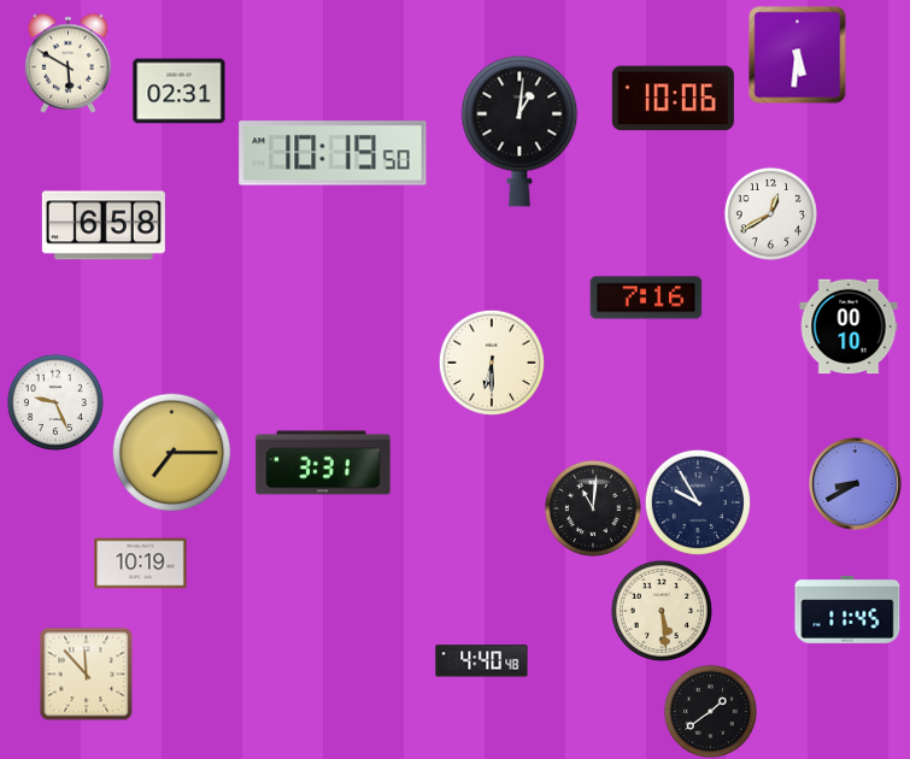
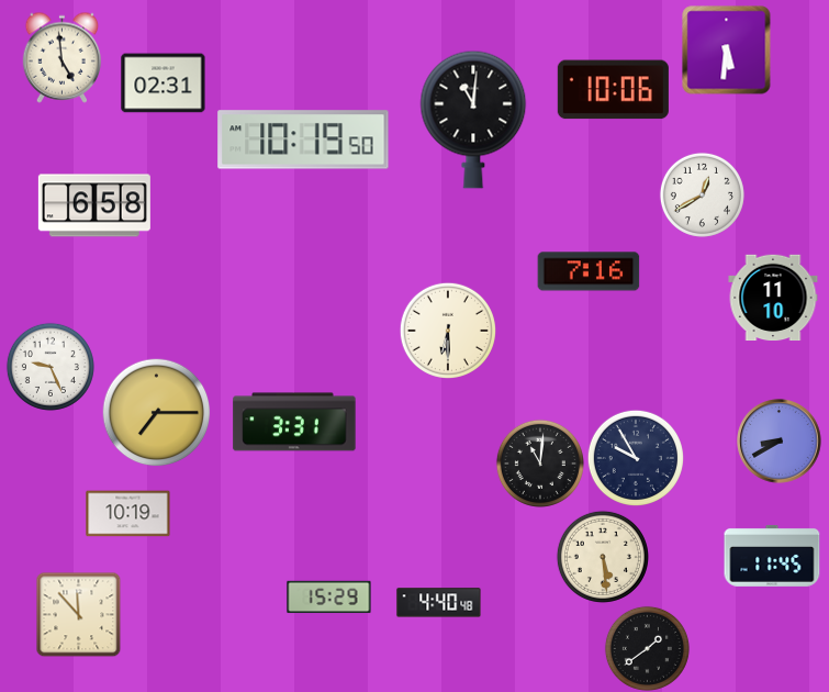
clock at (69, 63): 5:50 -> 4:59
clock at (519, 131): 1:01 -> 11:01
clock at (849, 326): 00:10 -> 11:10
clock at (329, 598): none -> 15:29
